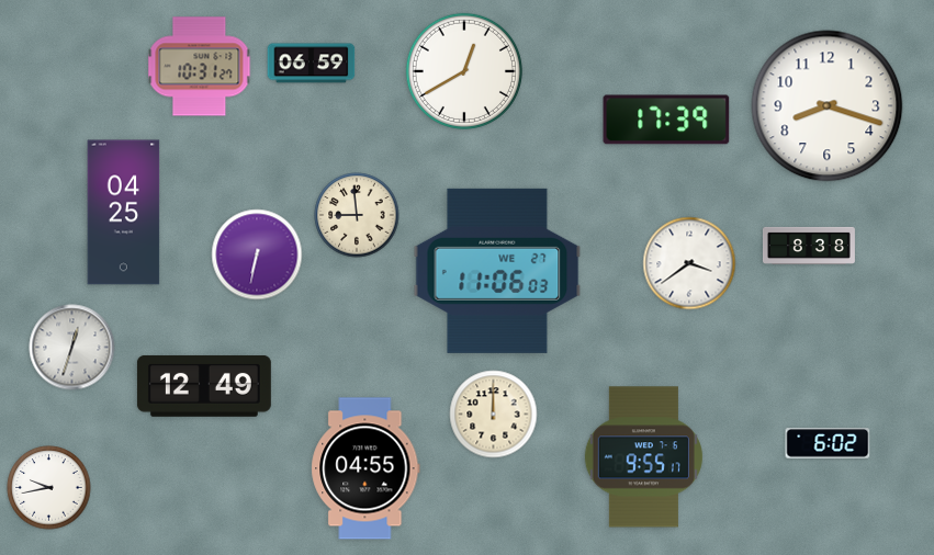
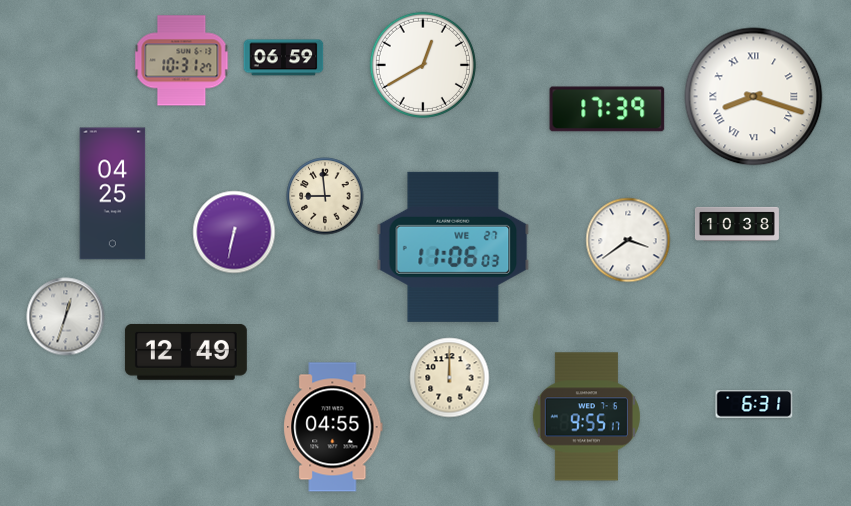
clock at (828, 106) numerals: Arabic -> Roman
clock at (809, 246): 8:38 -> 10:38
clock at (828, 443): 6:02 -> 6:31
clock at (49, 488): 9:43 -> none
